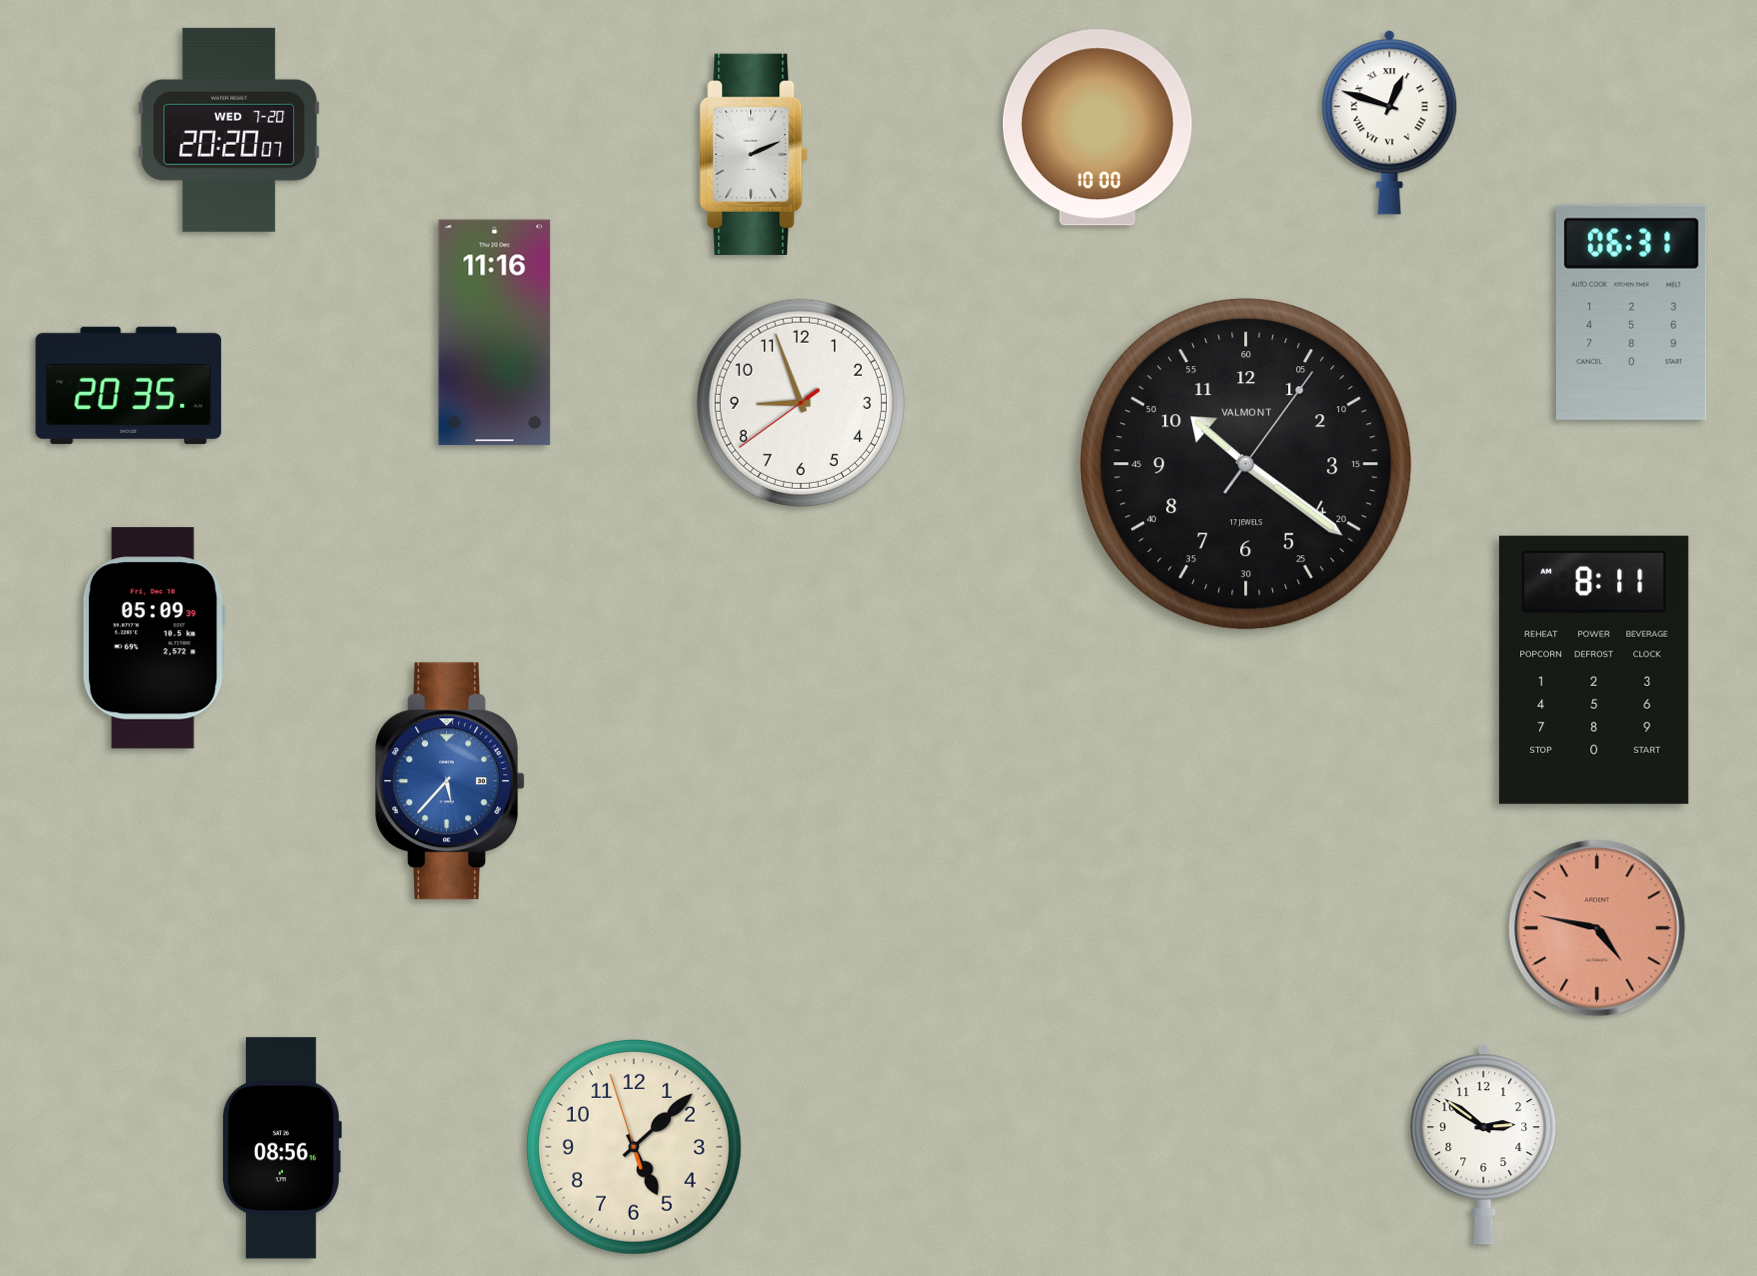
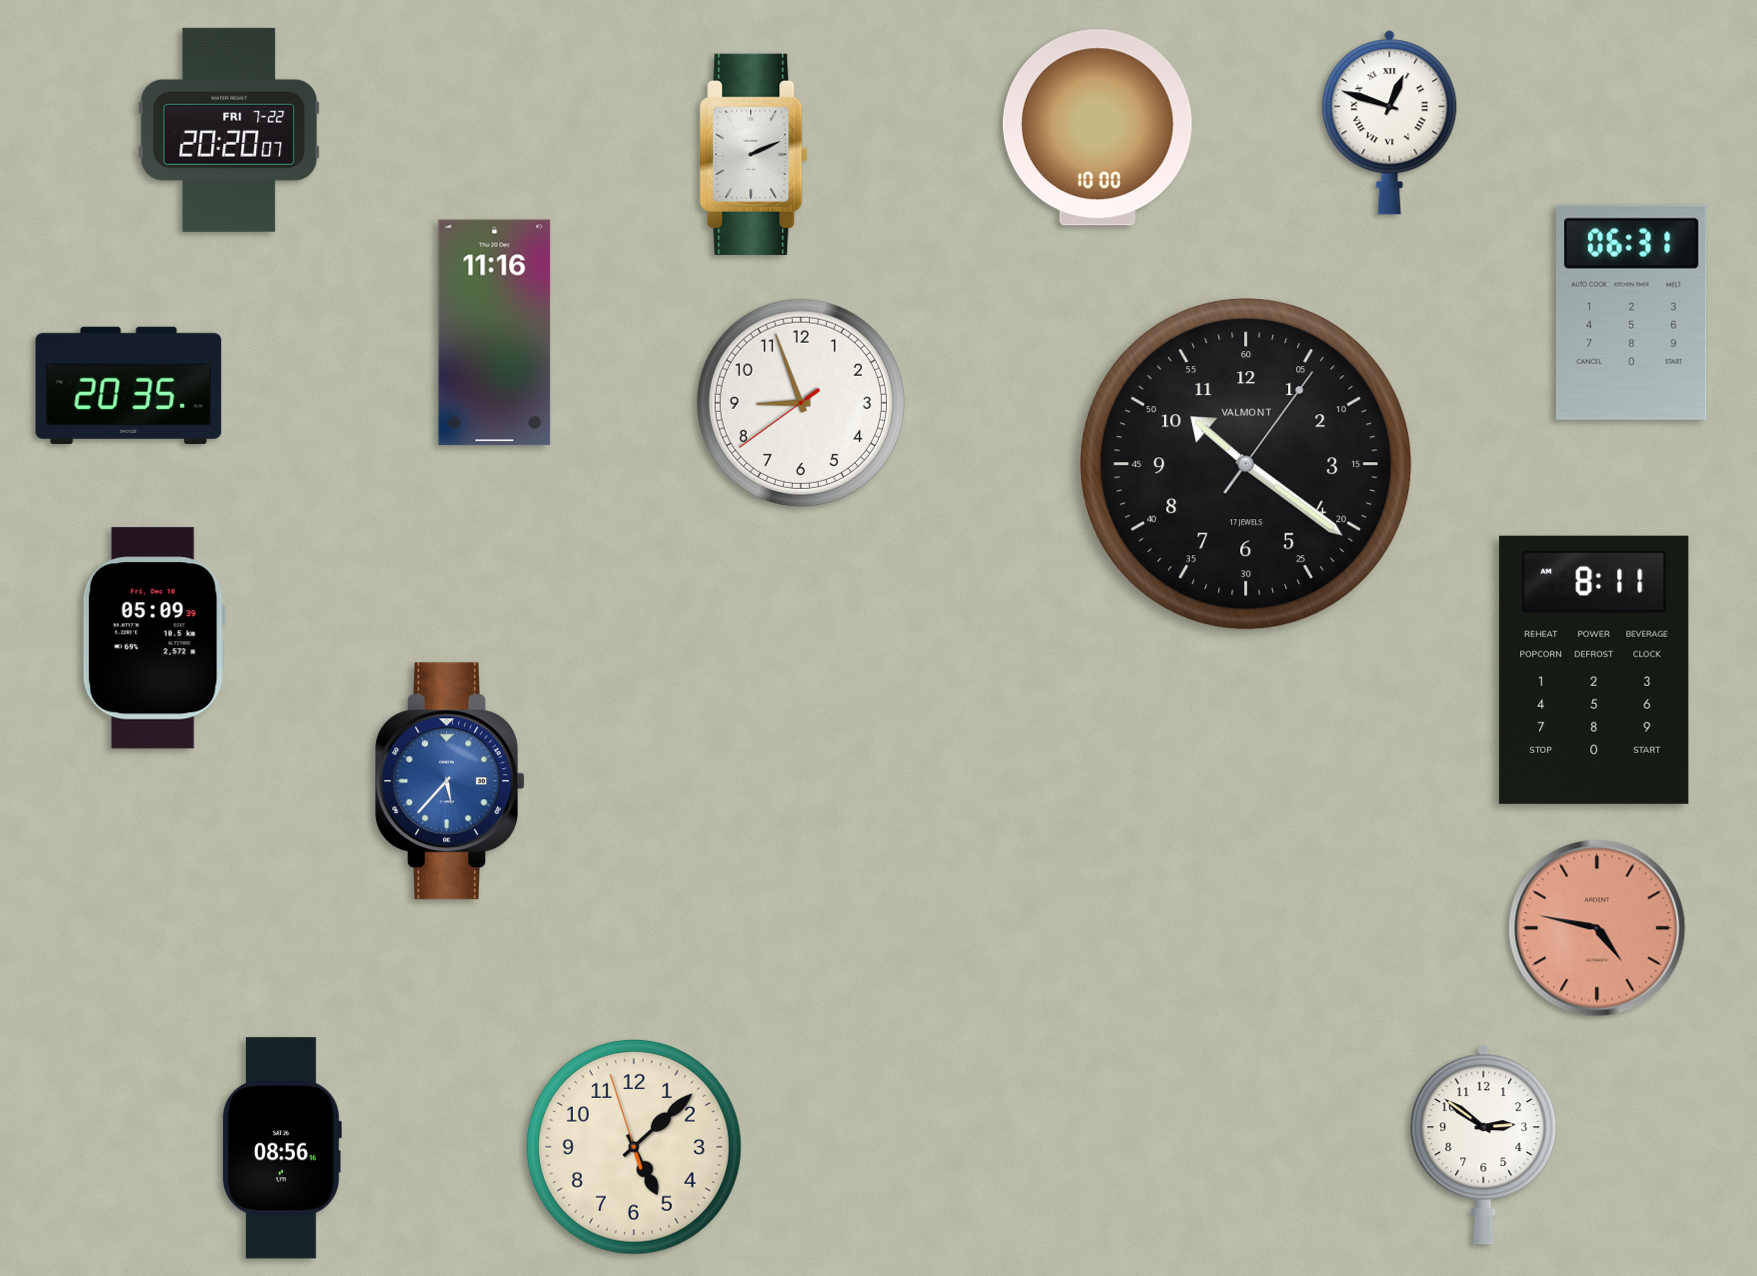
clock at (229, 130) date: WED 7-20 -> FRI 7-22
